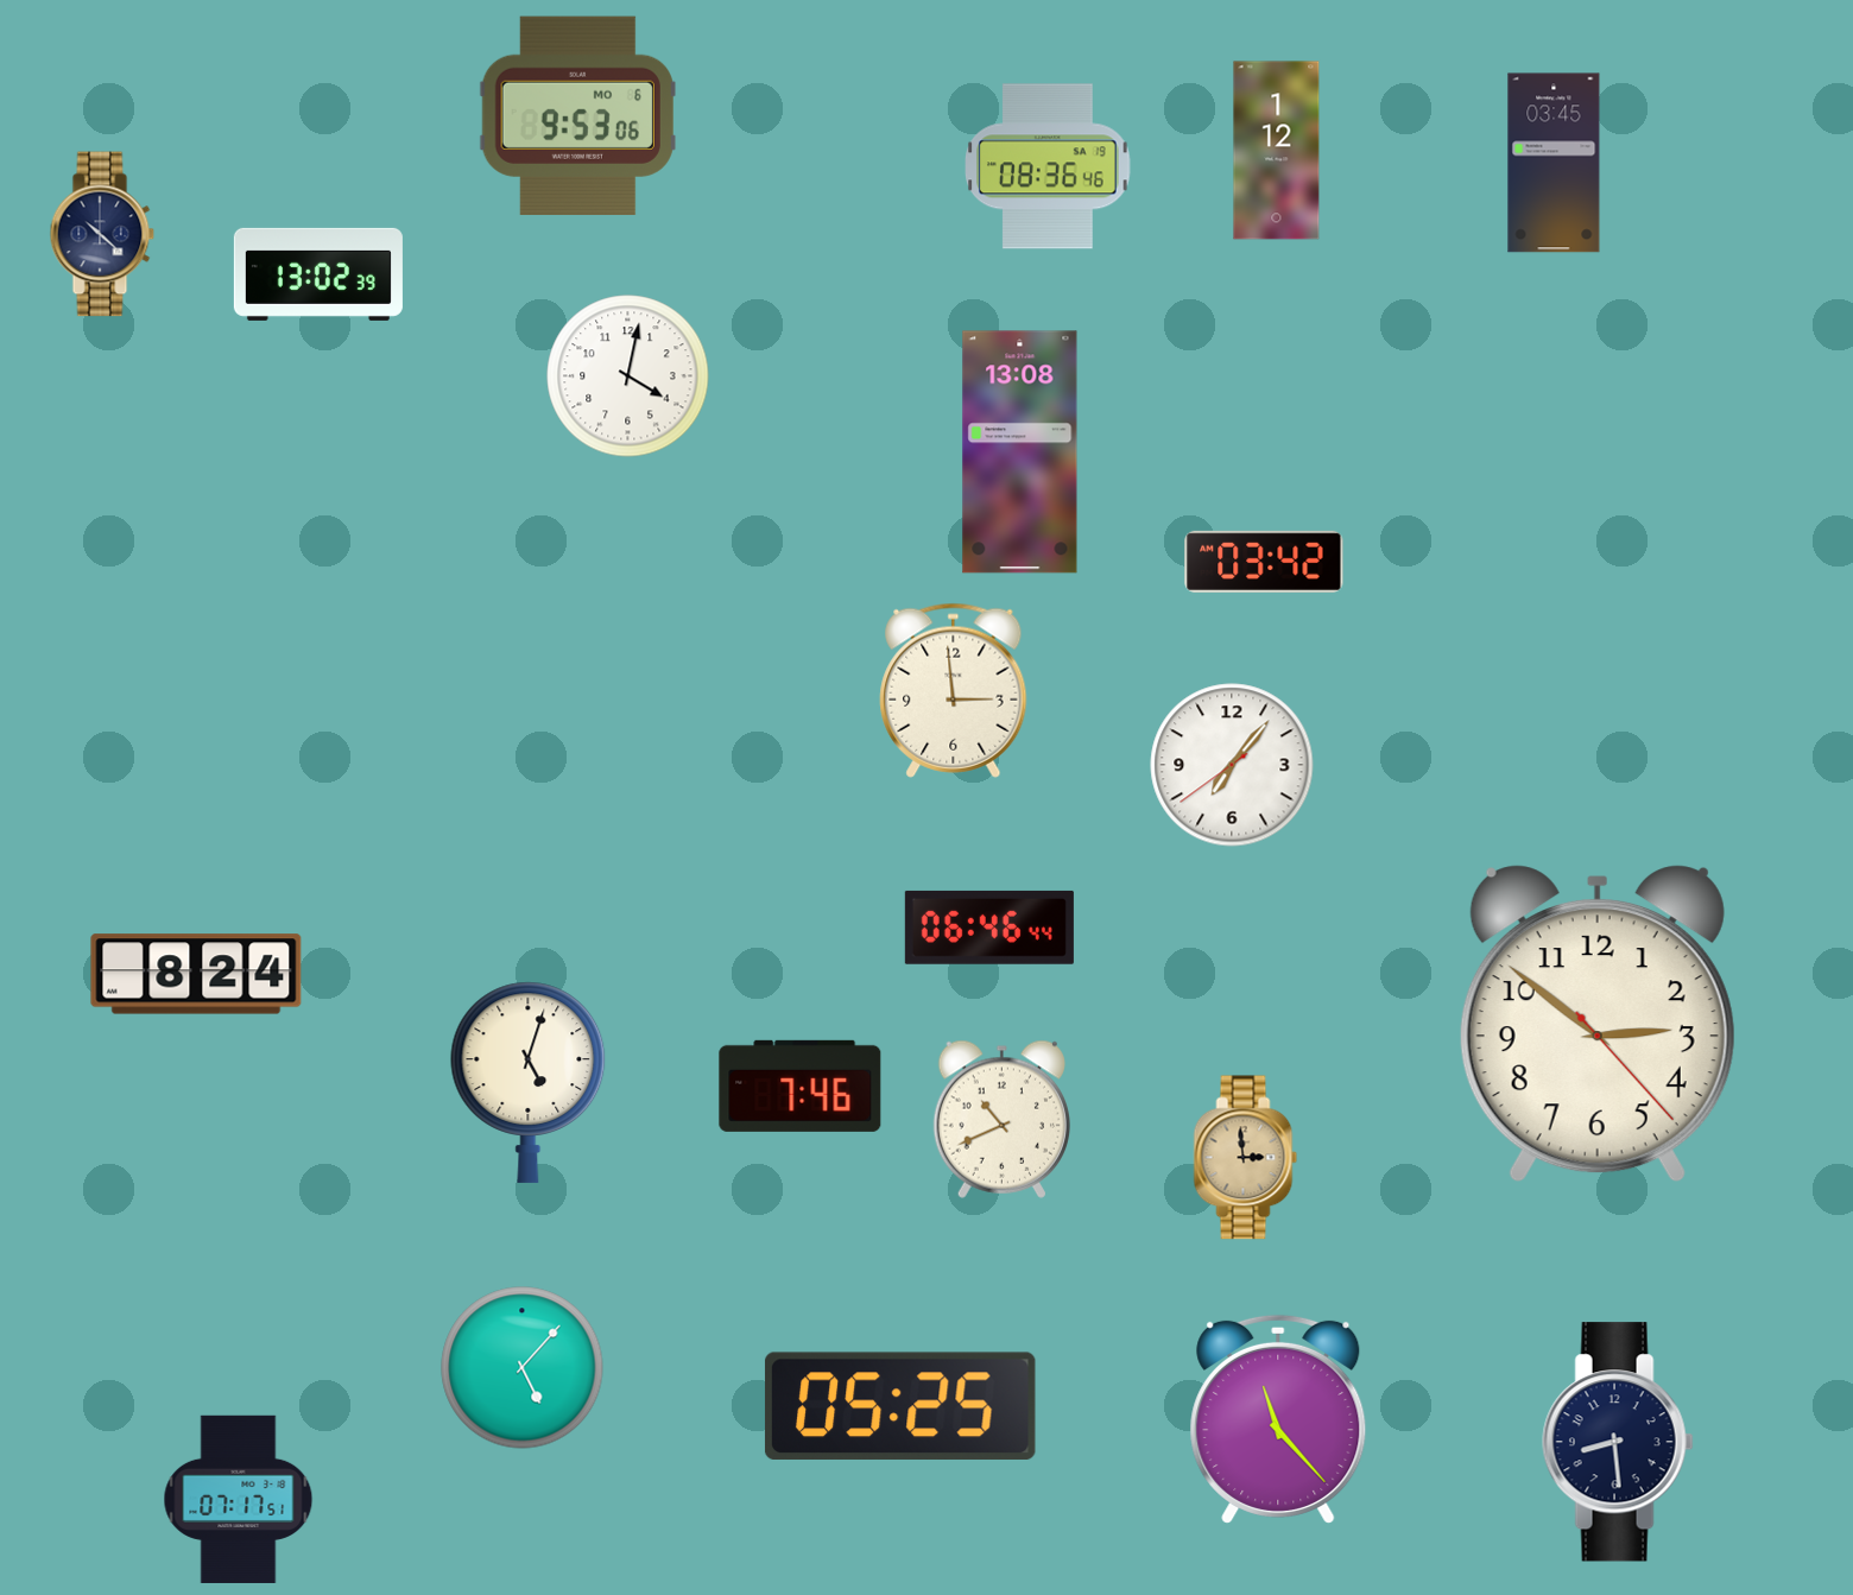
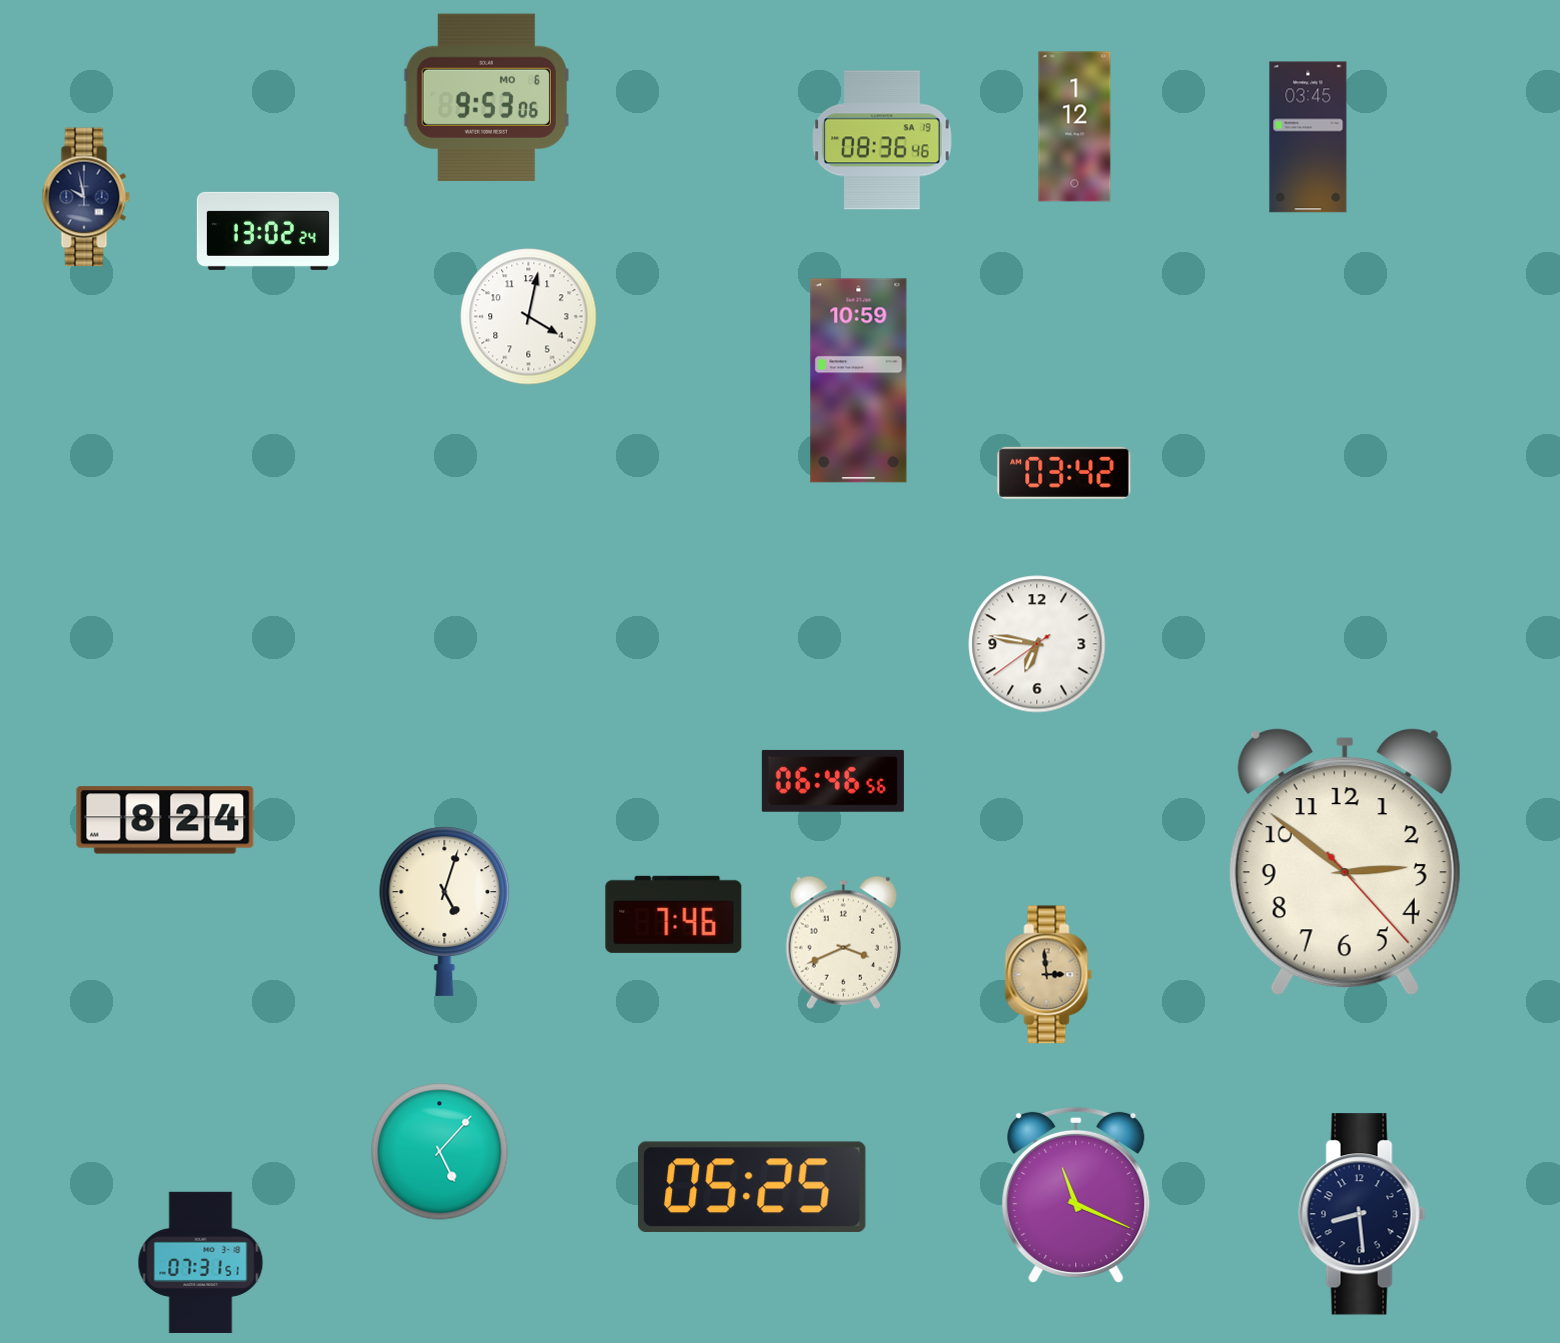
clock at (102, 234): 10:22 -> 9:58
clock at (318, 274): 13:02:39 -> 13:02:24
clock at (1020, 452): 13:08 -> 10:59
clock at (954, 690): 2:59 -> none
clock at (1232, 765): 7:06 -> 6:46
clock at (989, 928): 06:46:44 -> 06:46:56
clock at (1001, 1119): 10:41 -> 3:41
clock at (900, 1406) position: (900, 1406) -> (752, 1187)
clock at (1278, 1419): 11:23 -> 11:19
clock at (239, 1499): 07:17 -> 07:31
